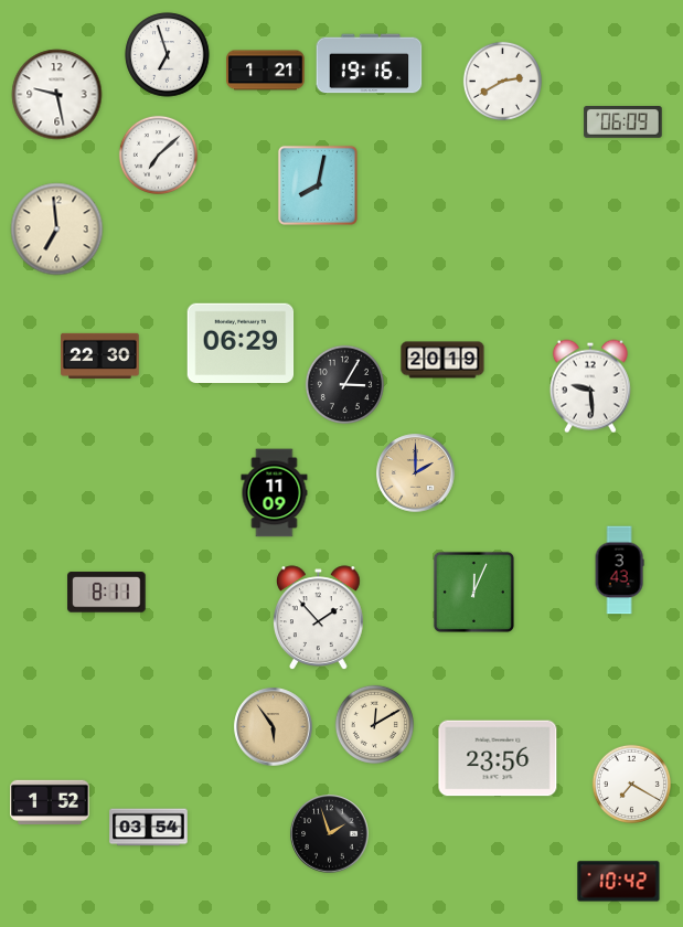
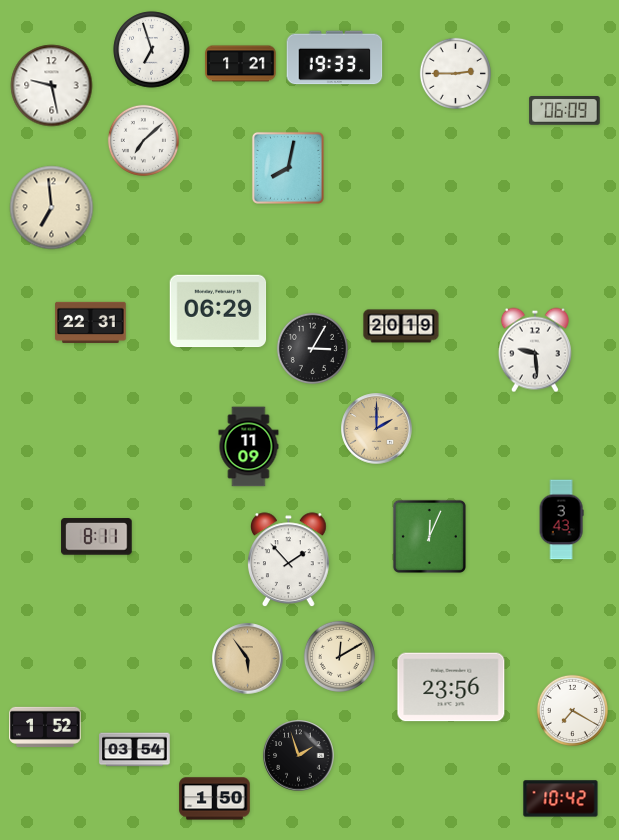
clock at (370, 64): 19:16 -> 19:33
clock at (502, 81): 2:40 -> 2:45
clock at (100, 355): 22:30 -> 22:31
clock at (619, 571) position: (619, 571) -> (561, 520)
clock at (215, 799): none -> 1:50
